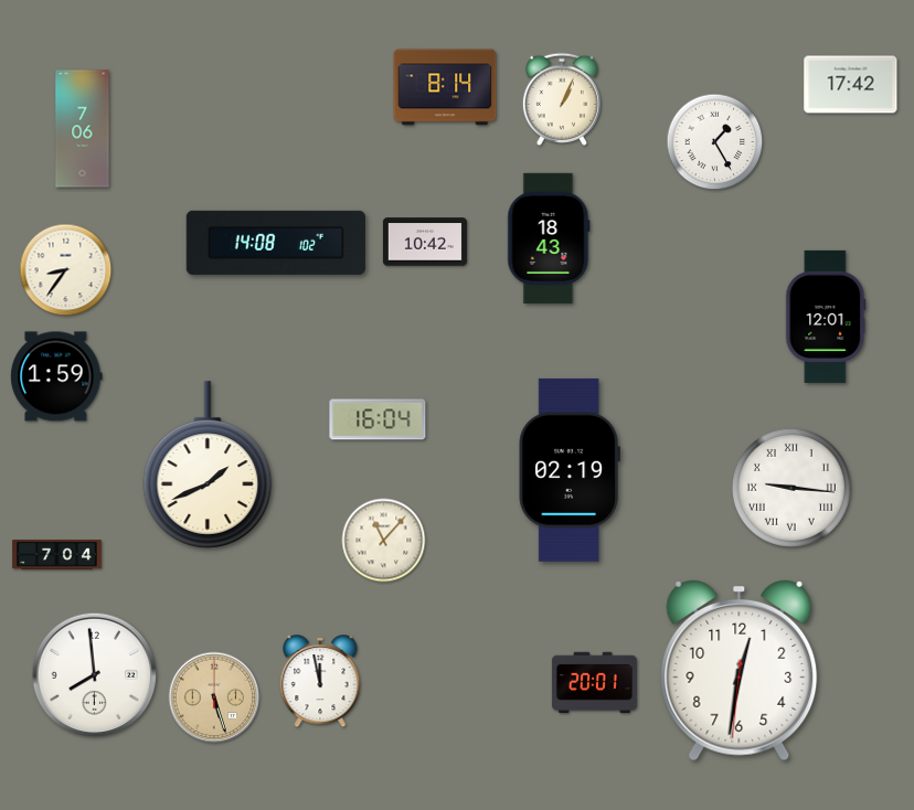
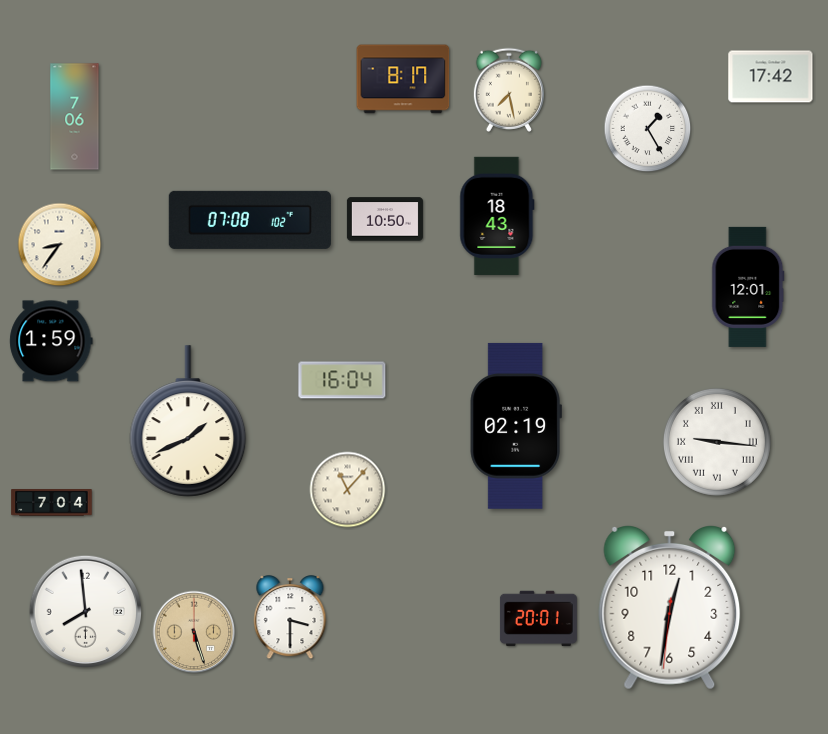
clock at (445, 87): 8:14 -> 8:17
clock at (562, 99): 1:04 -> 7:28
clock at (425, 242): 10:42 -> 10:50
clock at (276, 243): 14:08 -> 07:08
clock at (320, 682): 11:58 -> 3:30
